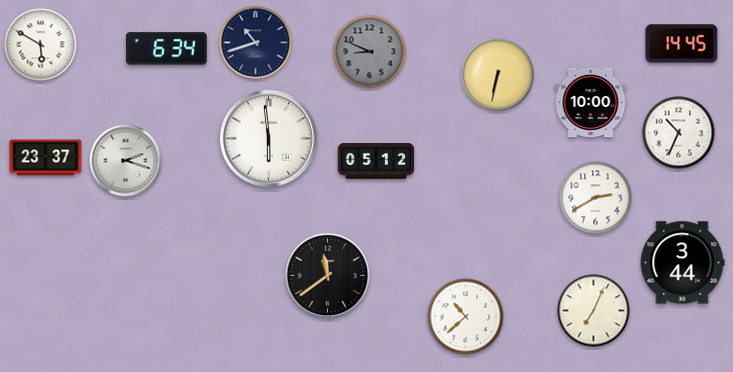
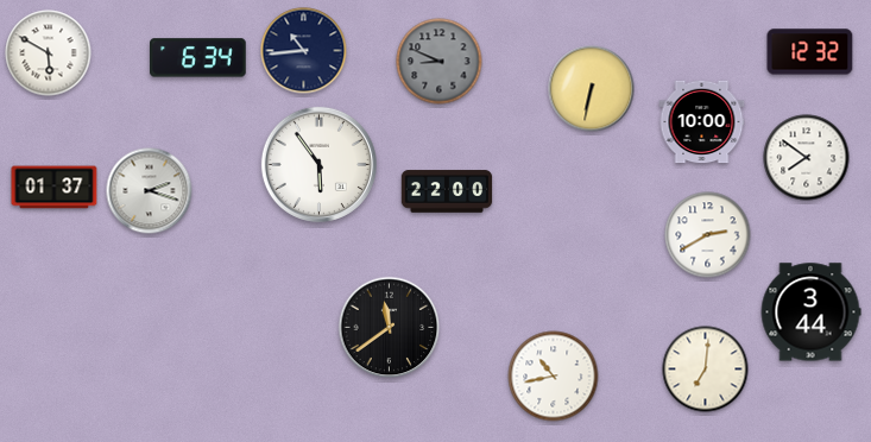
clock at (256, 43): 10:42 -> 10:44
clock at (682, 44): 14:45 -> 12:32
clock at (679, 133): 10:34 -> 7:51
clock at (268, 138): 5:59 -> 5:54
clock at (46, 158): 23:37 -> 01:37
clock at (376, 161): 05:12 -> 22:00
clock at (594, 311): 7:04 -> 7:01
clock at (466, 317): 10:38 -> 10:43
